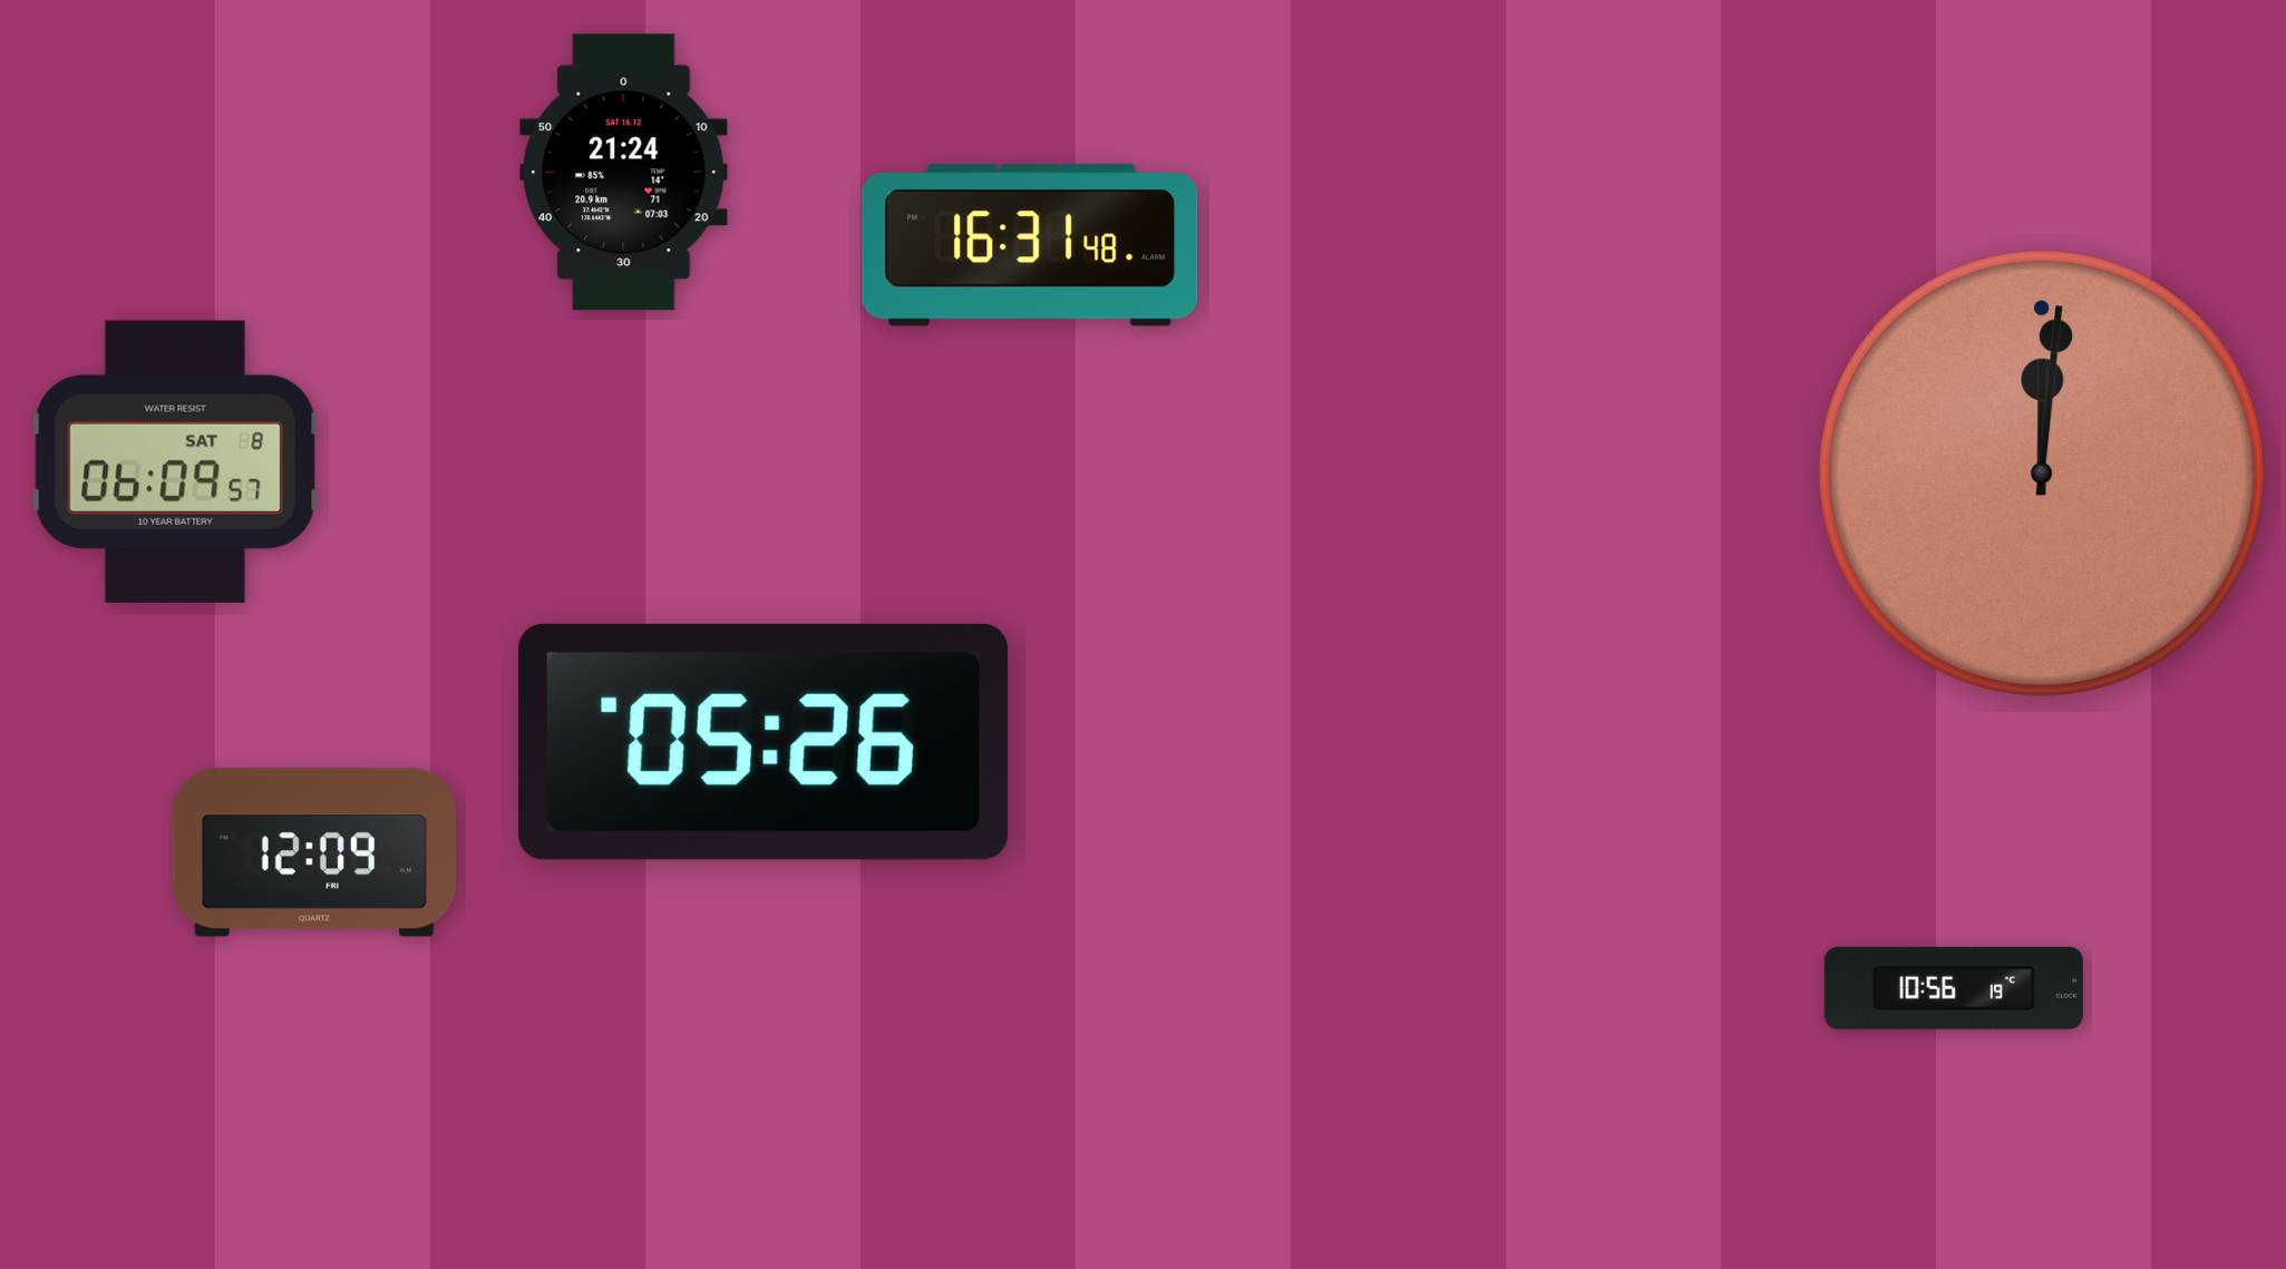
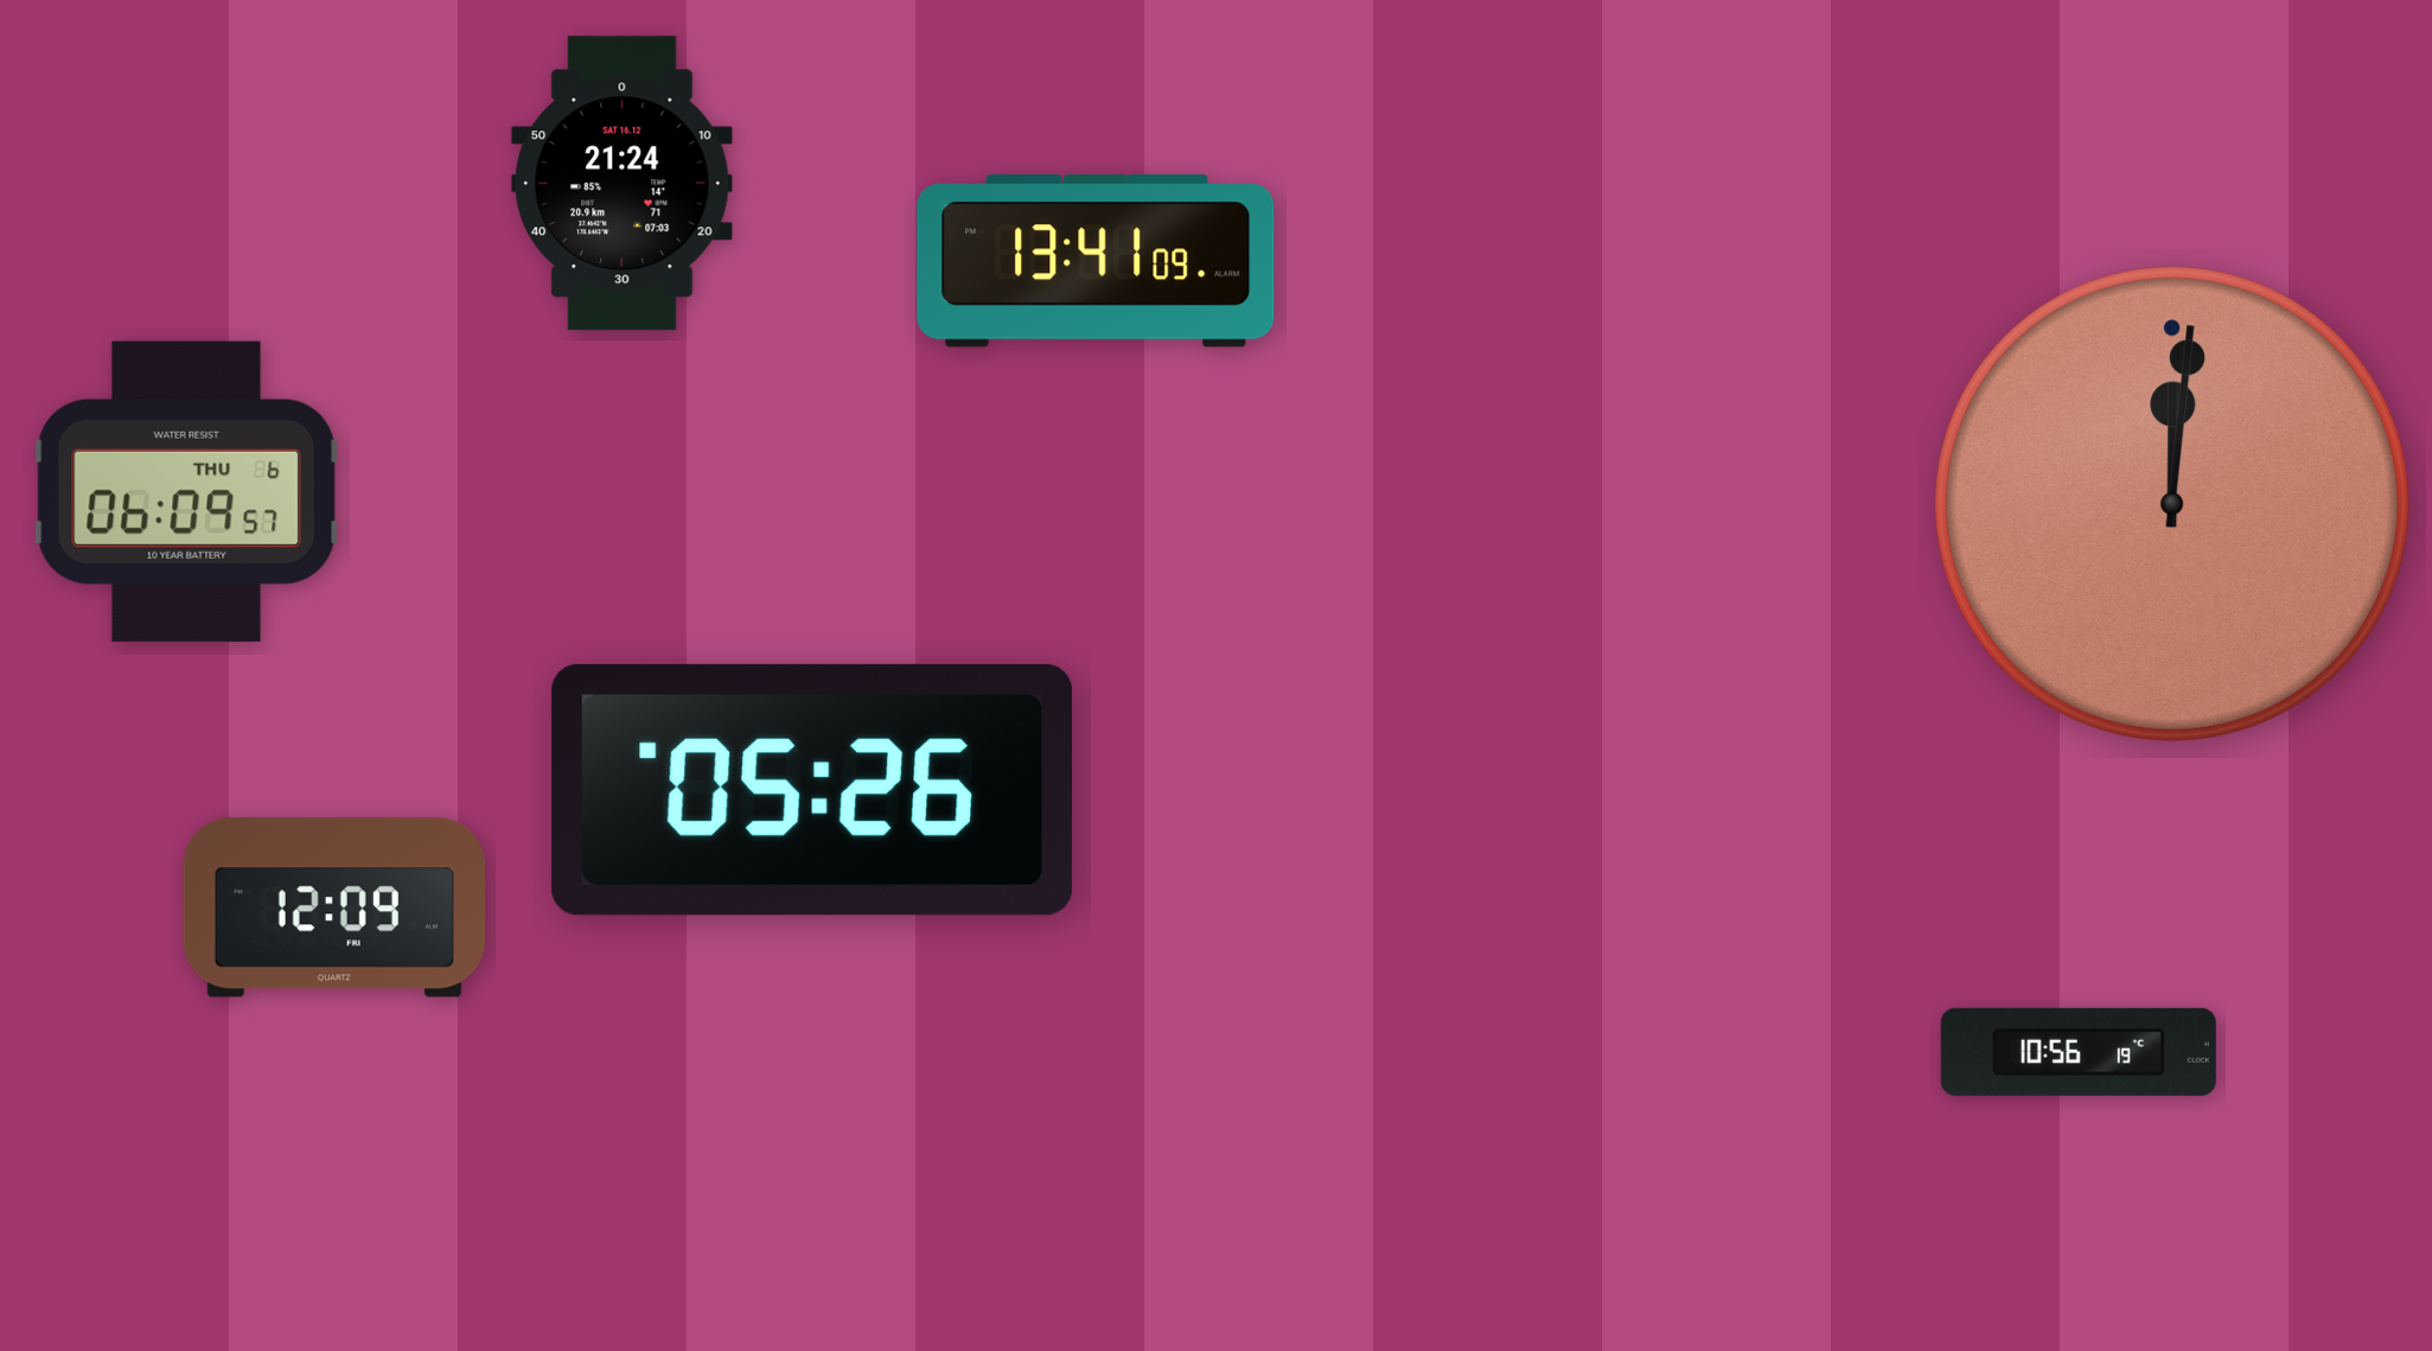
clock at (624, 173) position: (624, 173) -> (623, 184)
clock at (1030, 245): 16:31 -> 13:41
clock at (176, 461) date: SAT 8 -> THU 6
